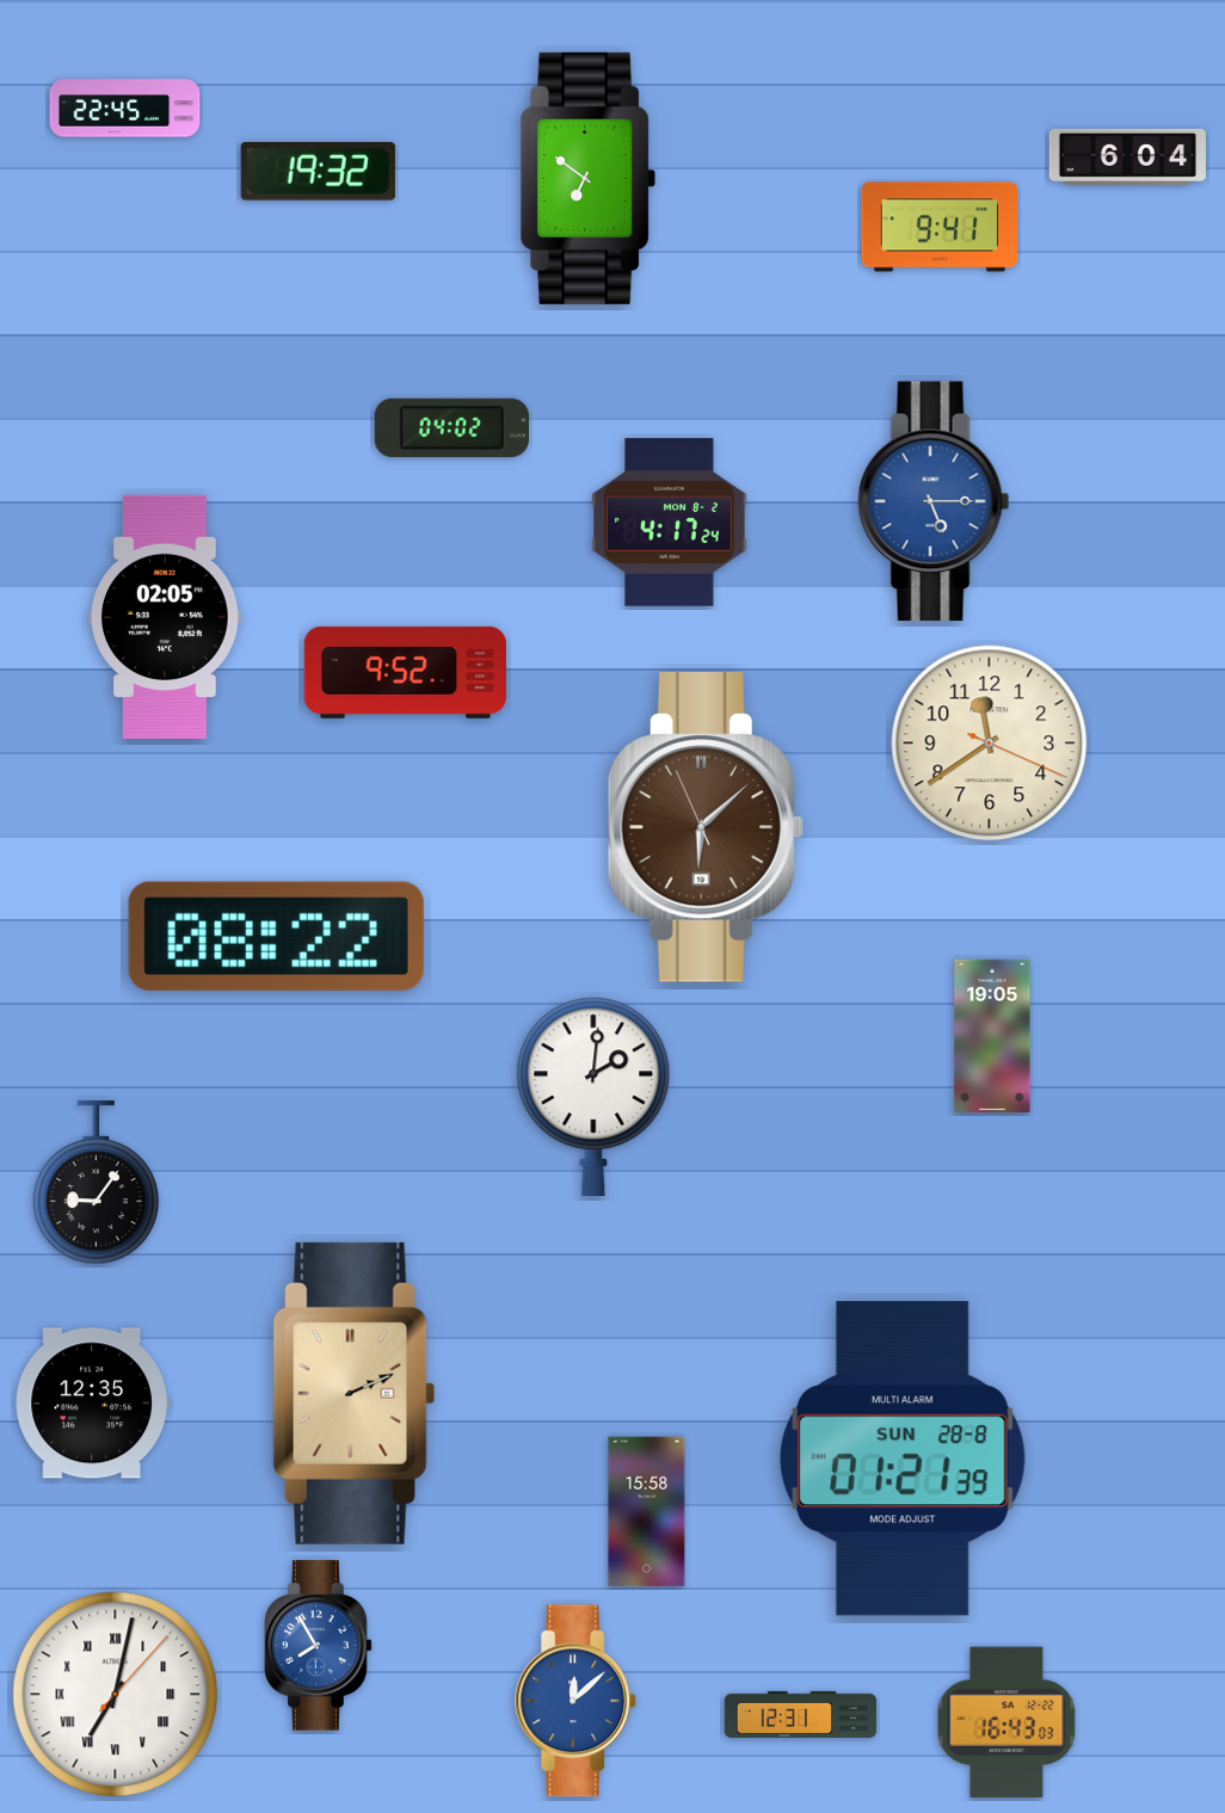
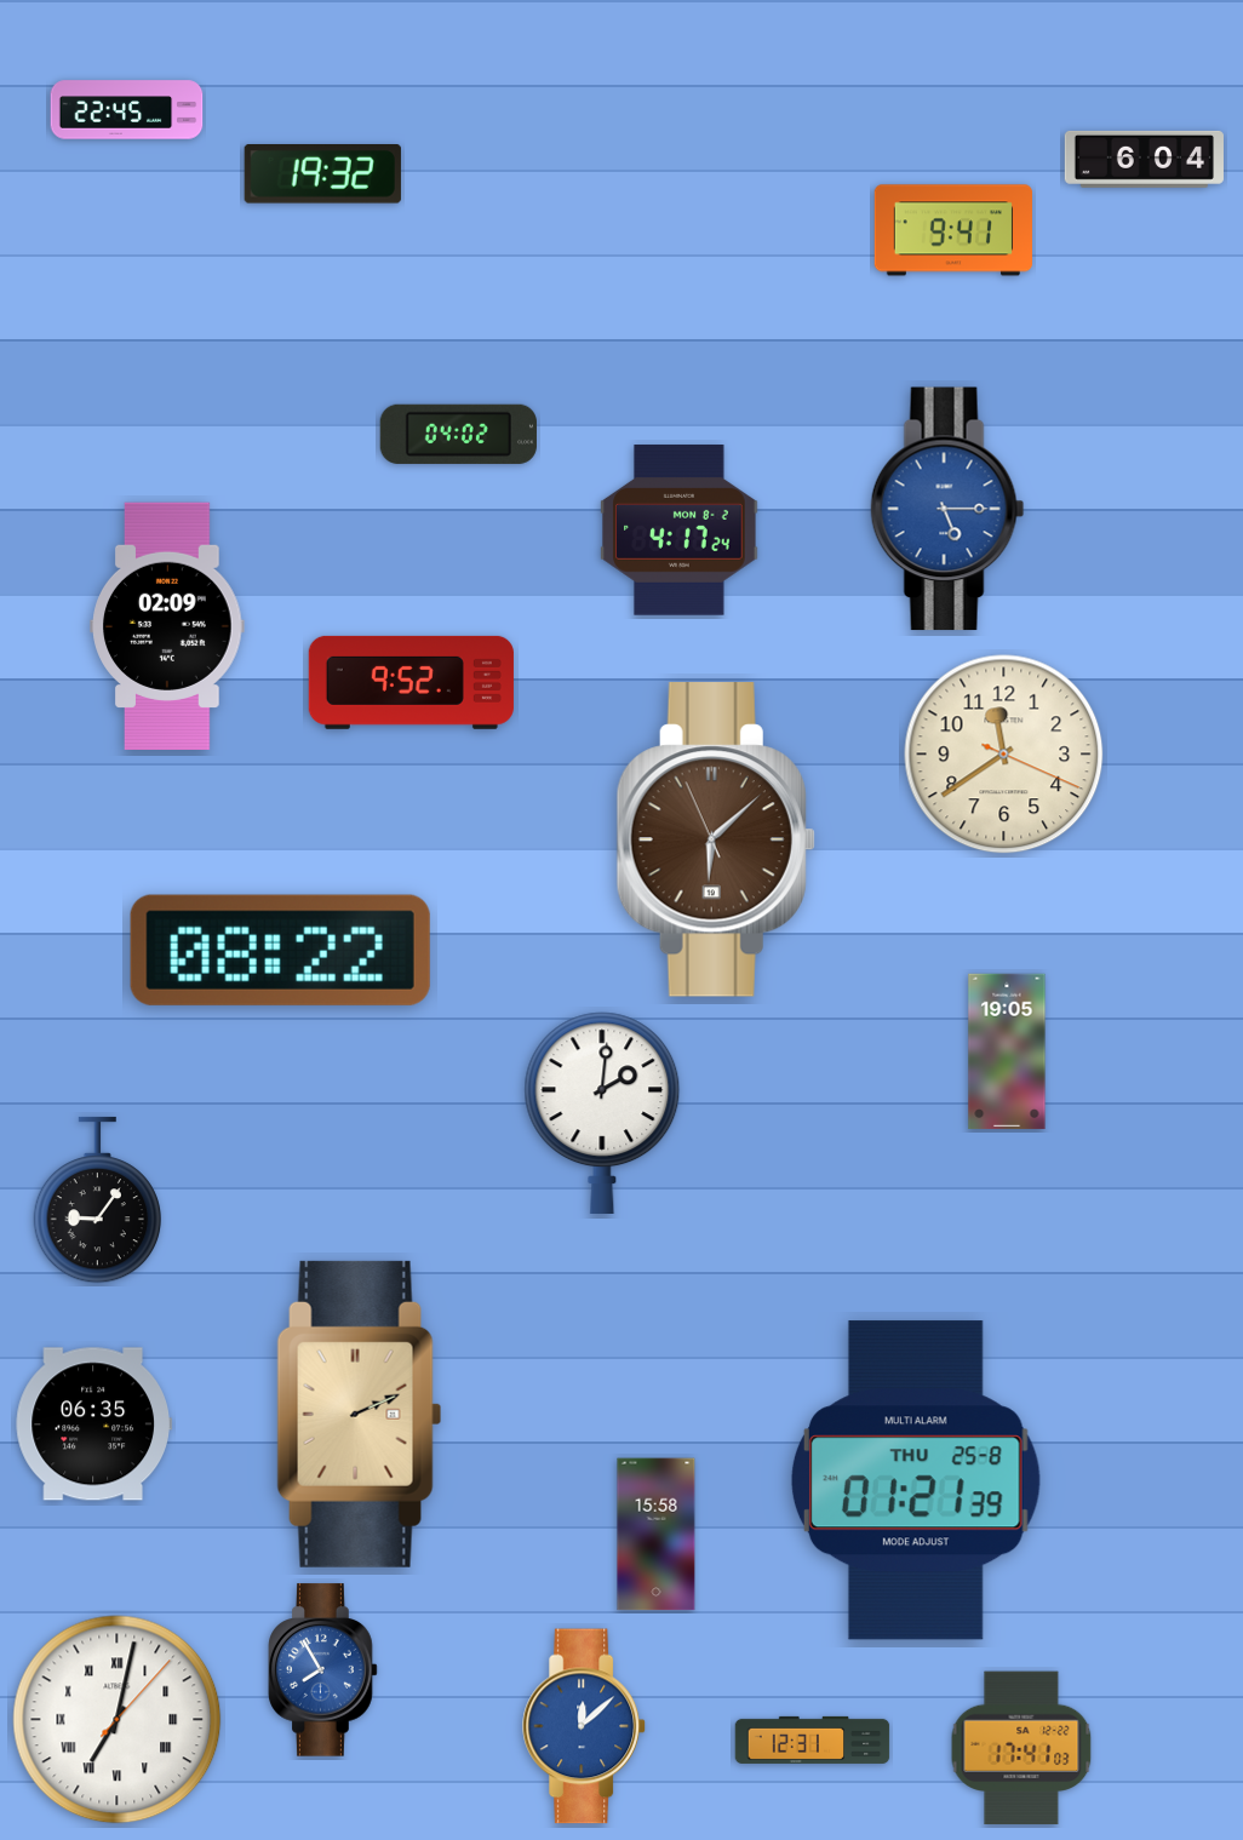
clock at (589, 178): 6:51 -> none
clock at (165, 617): 02:05 -> 02:09
clock at (92, 1404): 12:35 -> 06:35
clock at (903, 1459) date: SUN 28-8 -> THU 25-8
clock at (1007, 1722): 16:43 -> 17:41
